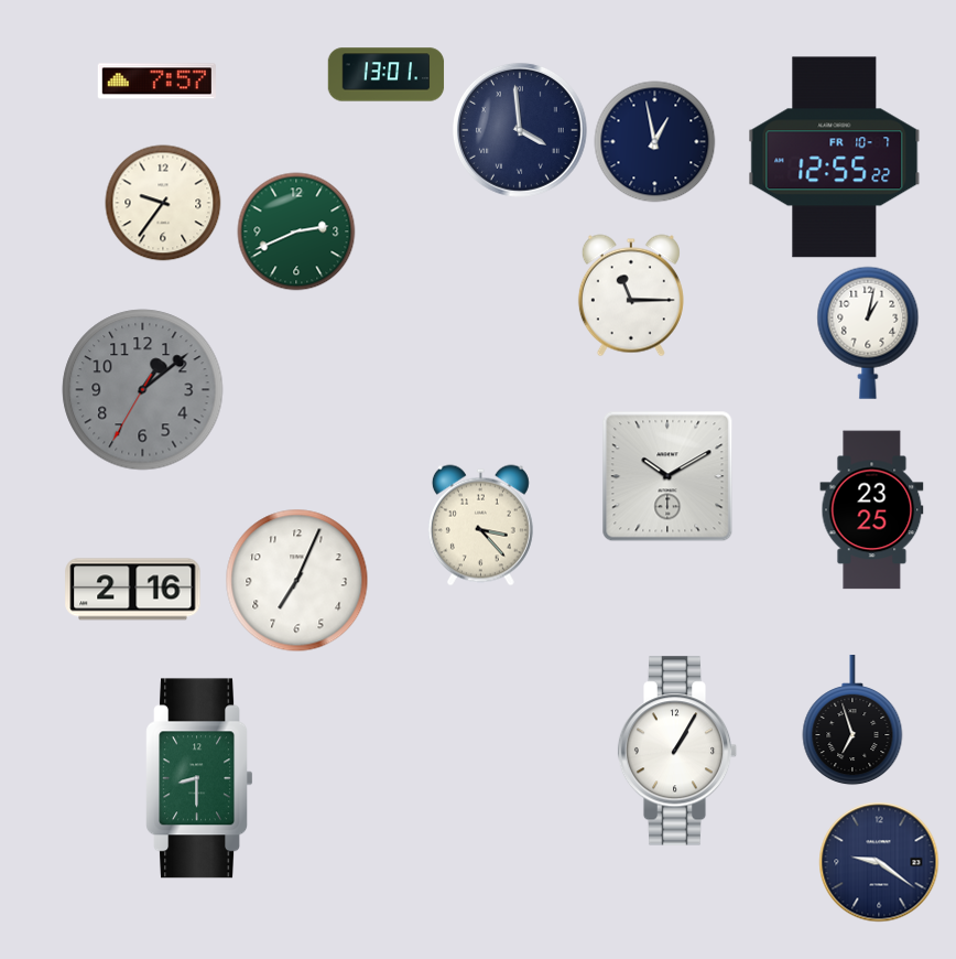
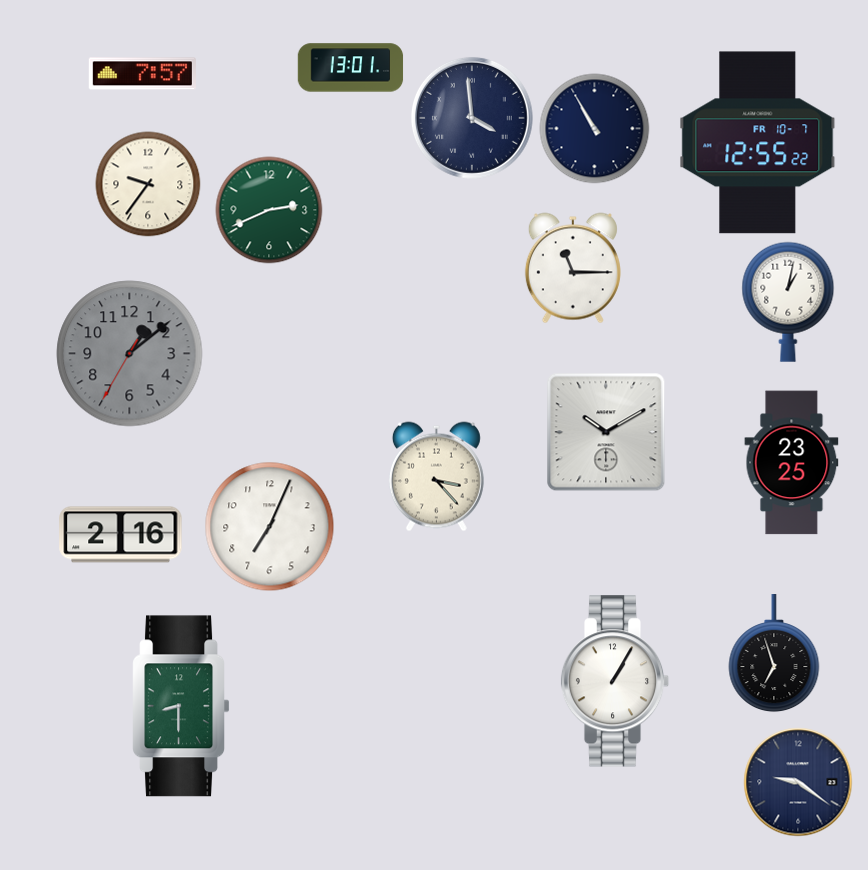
clock at (655, 142): 12:58 -> 10:55
